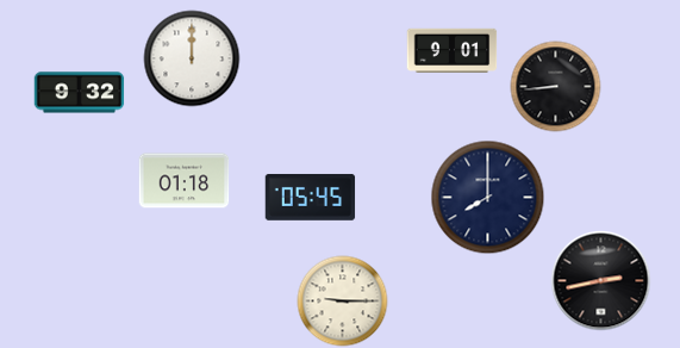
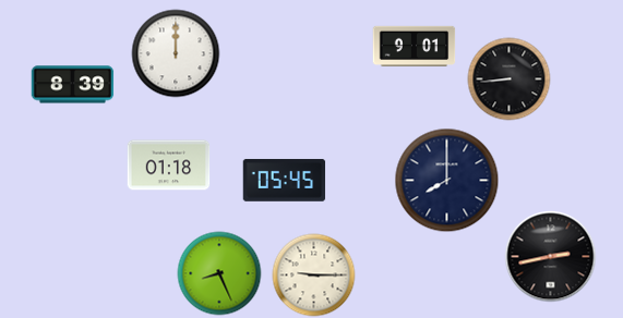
clock at (80, 93): 9:32 -> 8:39
clock at (219, 273): none -> 8:26
